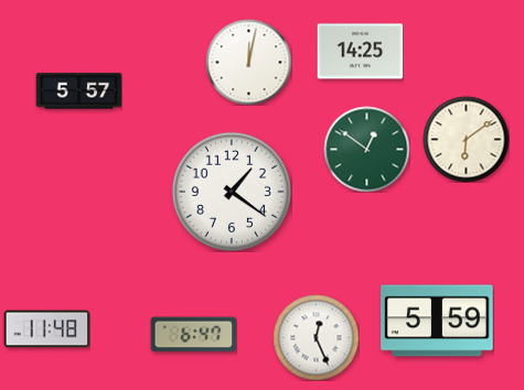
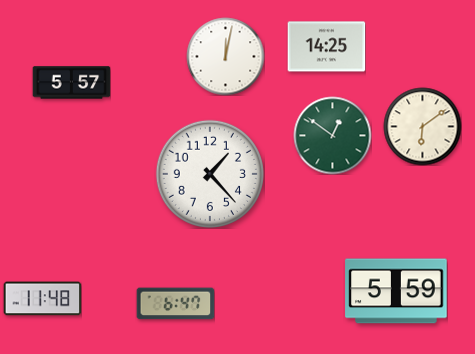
clock at (232, 192): 1:21 -> 1:23
clock at (316, 337): 12:26 -> none
